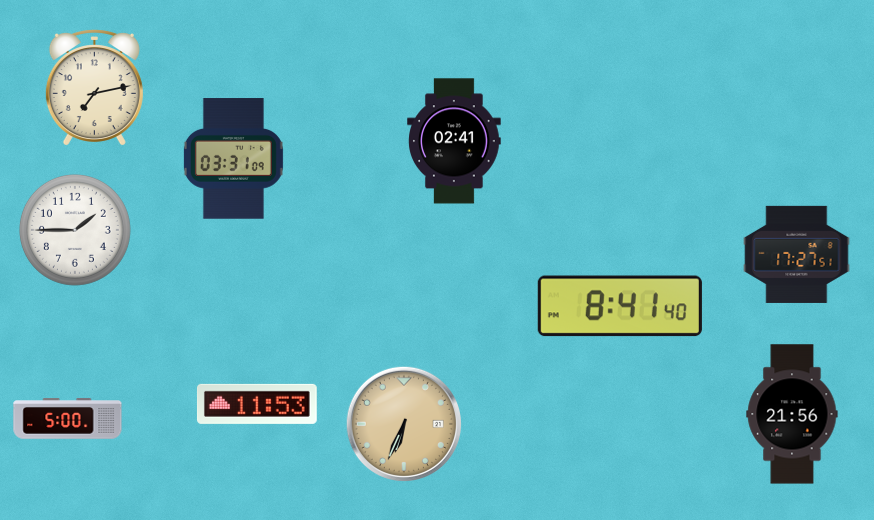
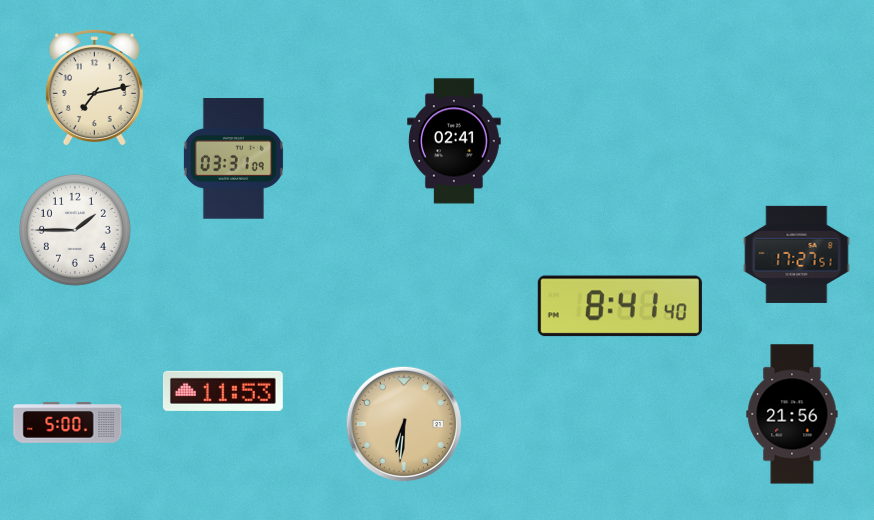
clock at (257, 404) position: (257, 404) -> (223, 391)
clock at (68, 419) position: (68, 419) -> (68, 423)
clock at (404, 424): 6:34 -> 6:31
